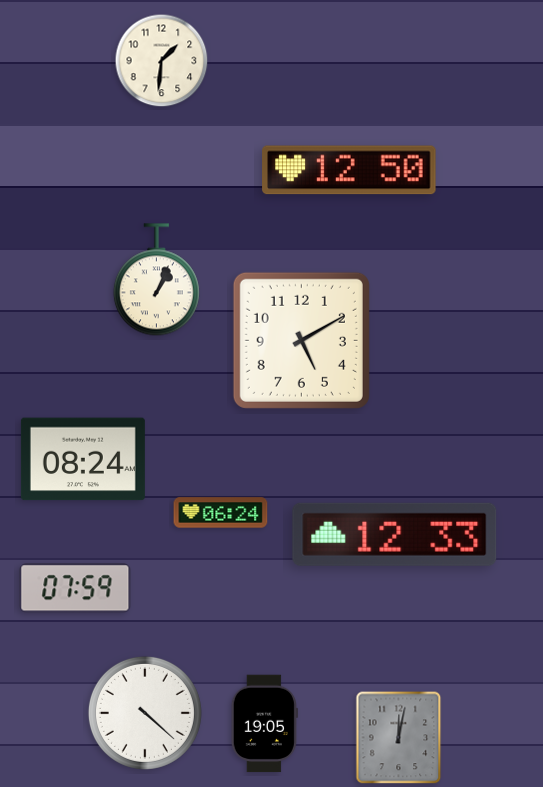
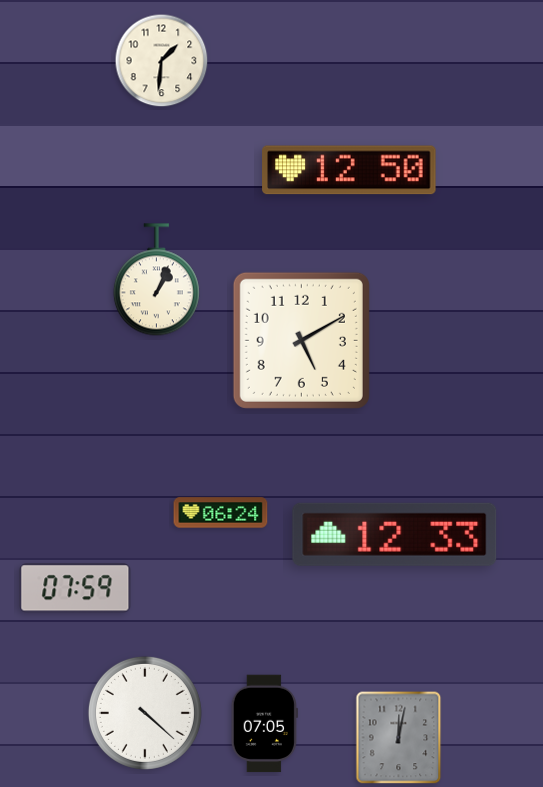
clock at (83, 459): 08:24 -> none
clock at (264, 724): 19:05 -> 07:05
